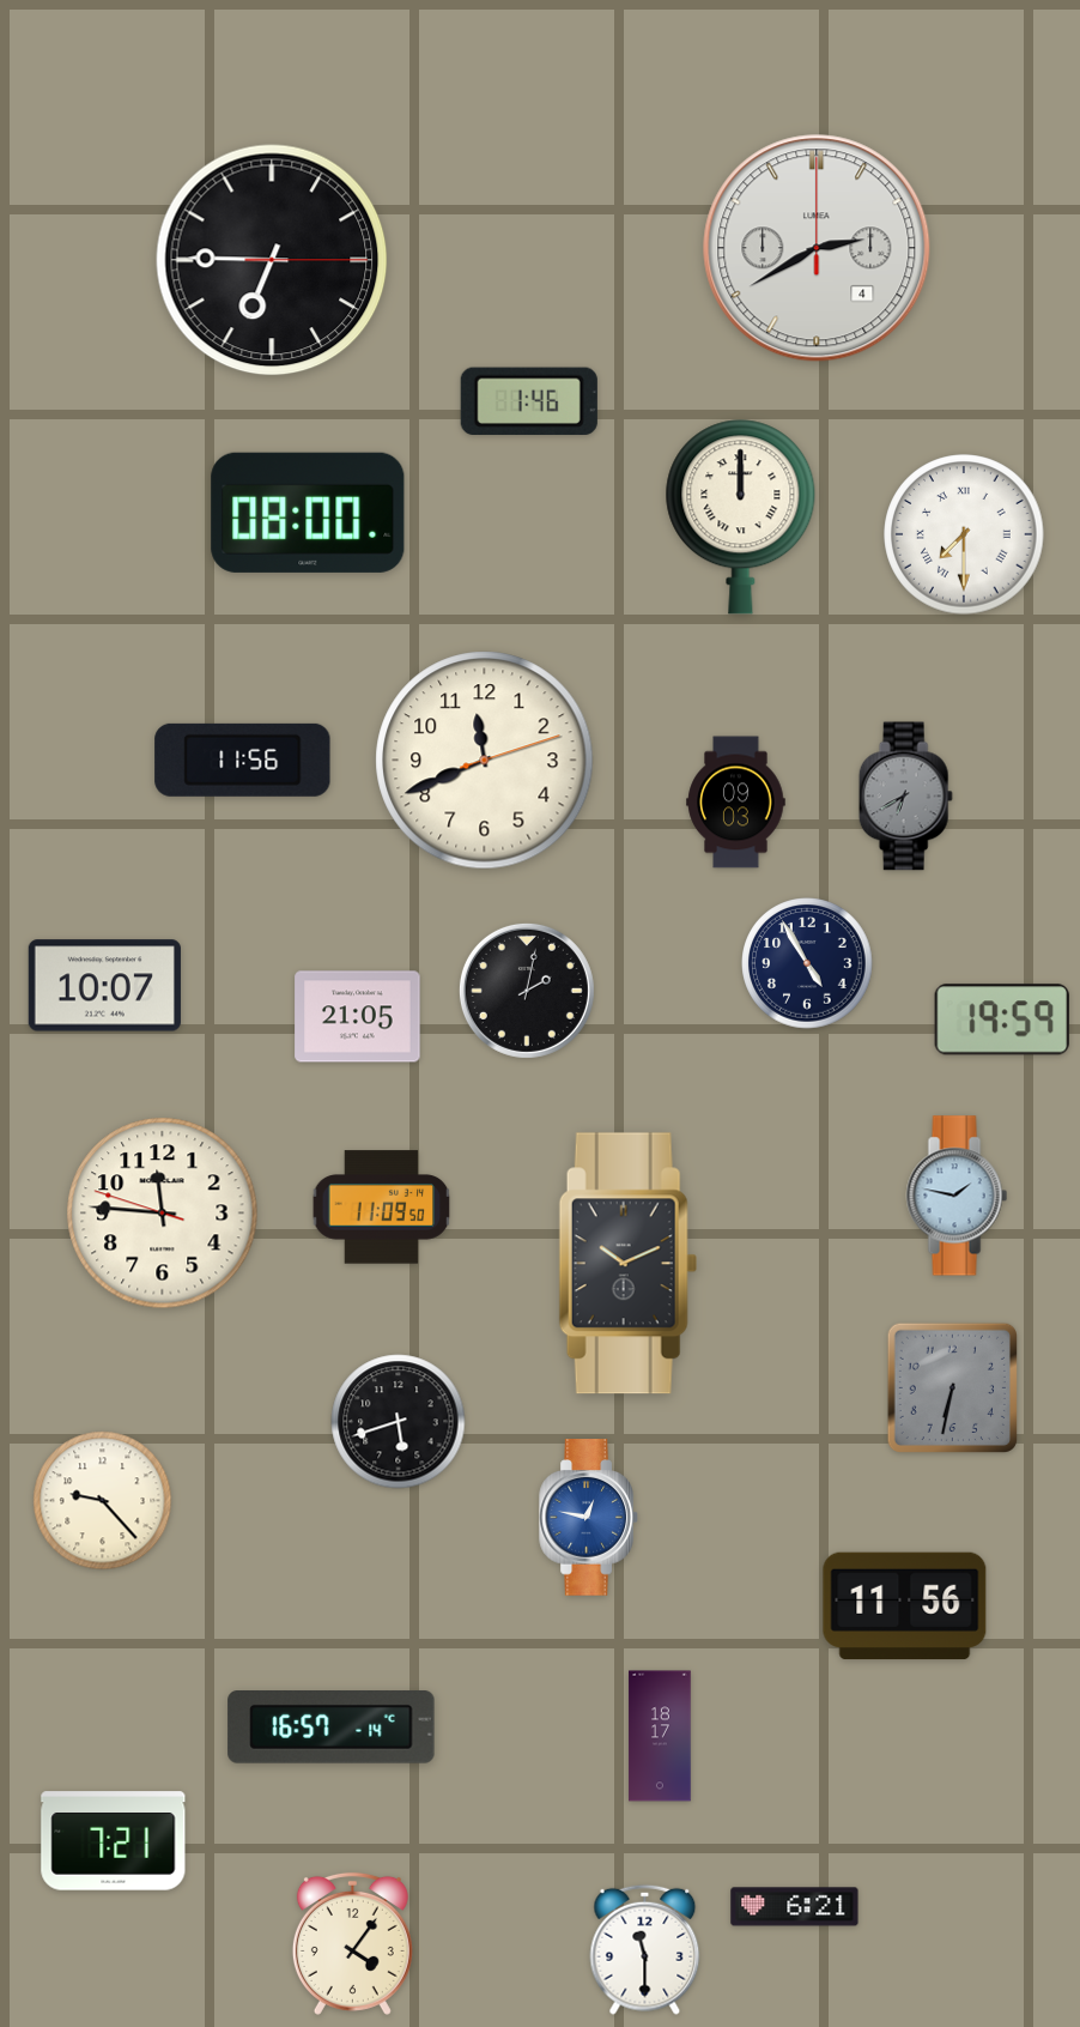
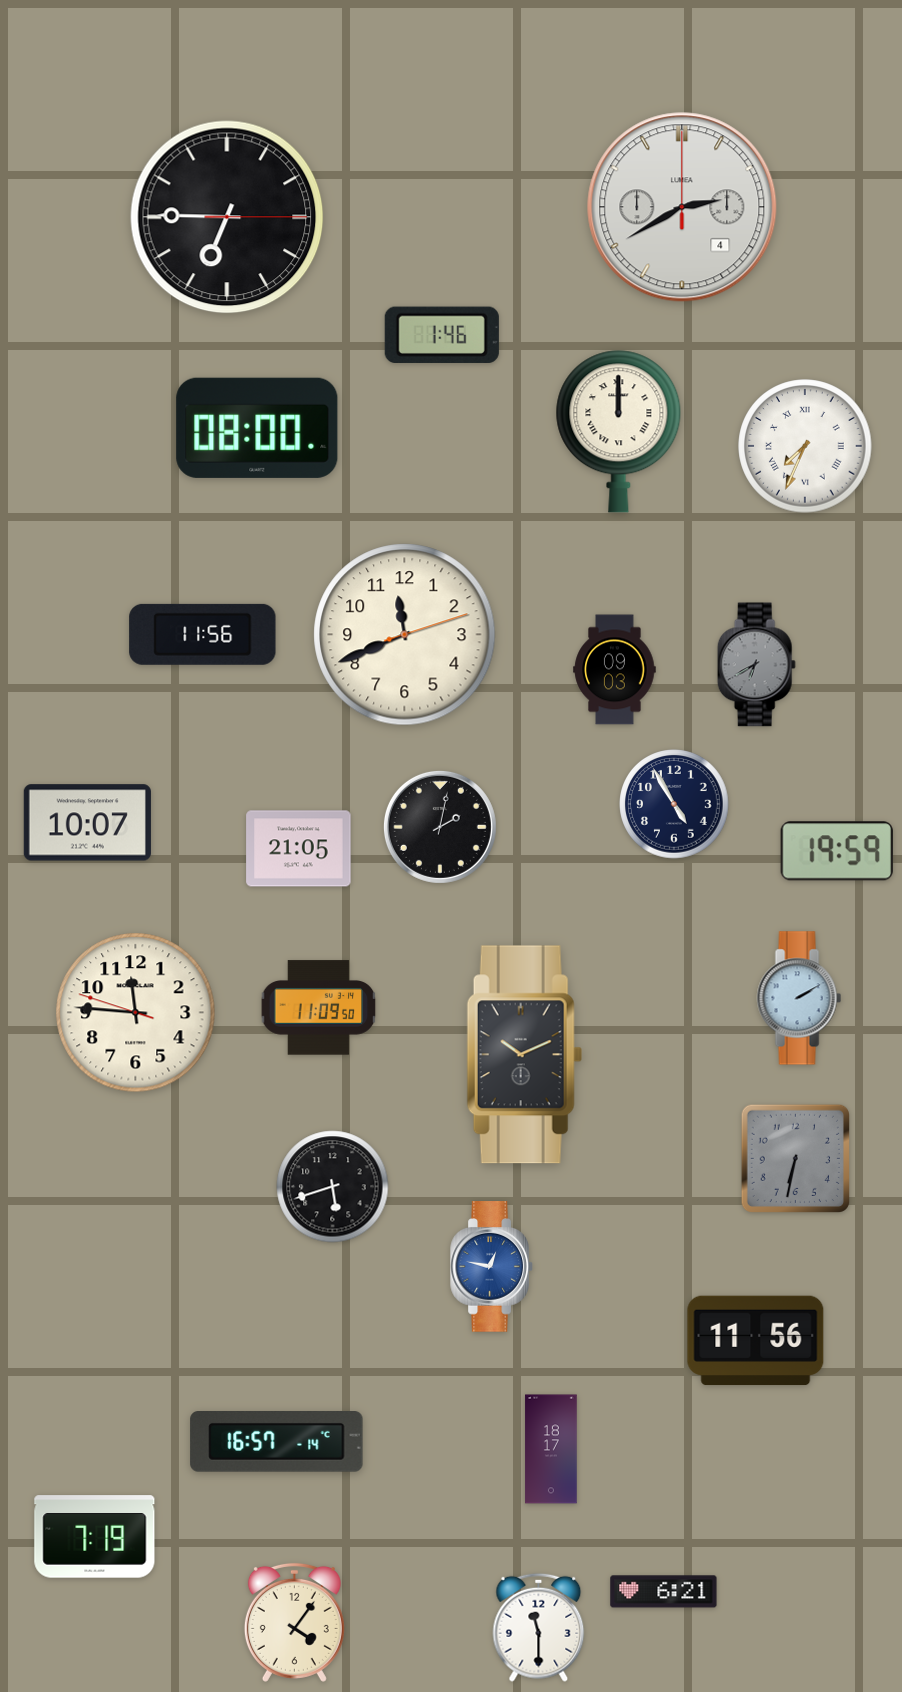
clock at (964, 534): 7:30 -> 7:34
clock at (957, 1196): 1:47 -> 2:10
clock at (103, 1501): 9:23 -> none
clock at (114, 1841): 7:21 -> 7:19
